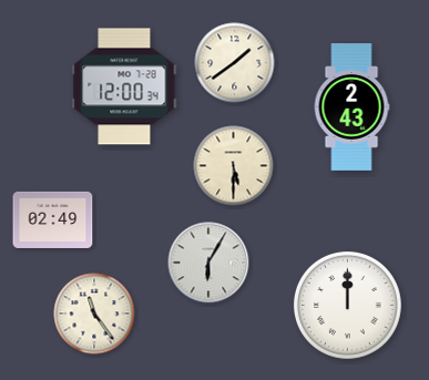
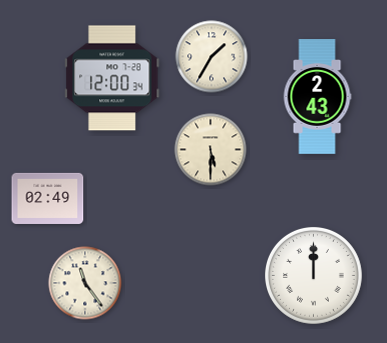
clock at (235, 63): 1:39 -> 1:35
clock at (208, 263): 6:05 -> none
